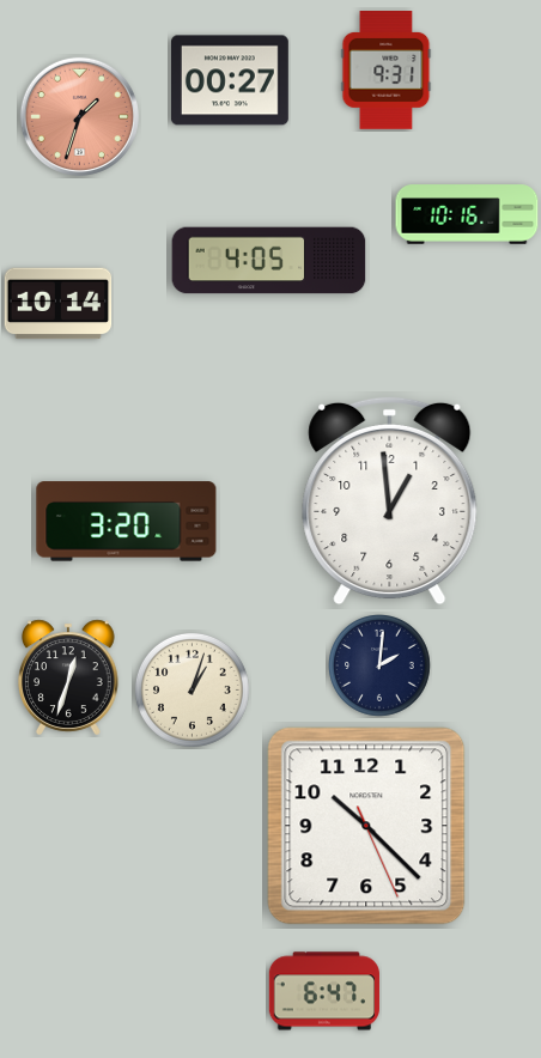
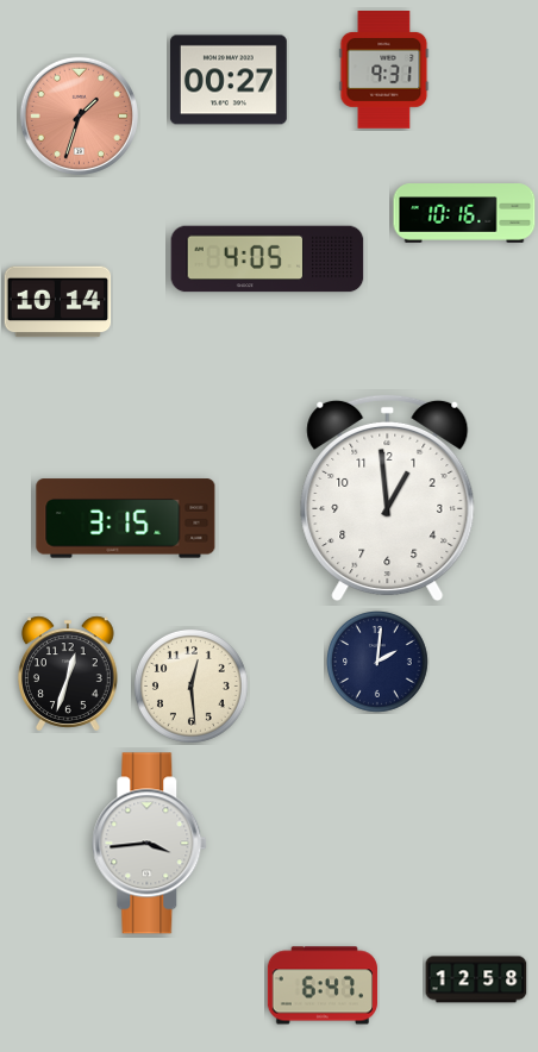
clock at (127, 522): 3:20 -> 3:15
clock at (192, 689): 1:03 -> 12:29
clock at (366, 826): 10:22 -> none
clock at (150, 844): none -> 3:44
clock at (476, 979): none -> 12:58
